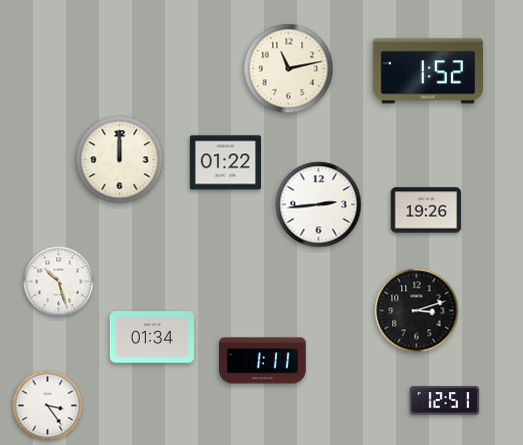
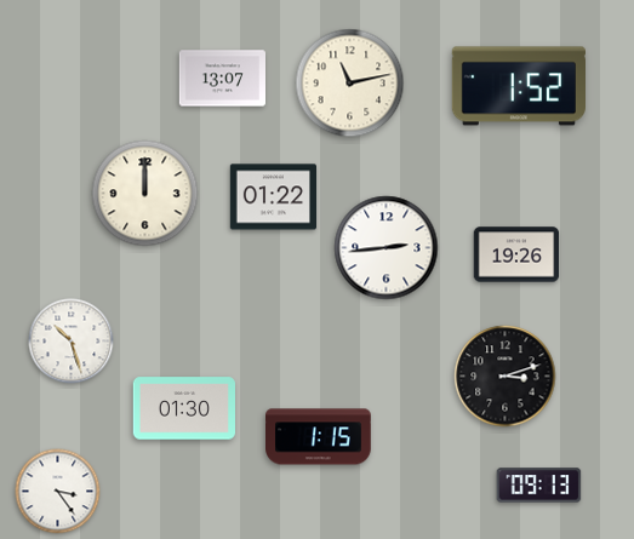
clock at (222, 79): none -> 13:07
clock at (151, 337): 01:34 -> 01:30
clock at (263, 361): 1:11 -> 1:15
clock at (445, 401): 12:51 -> 09:13
